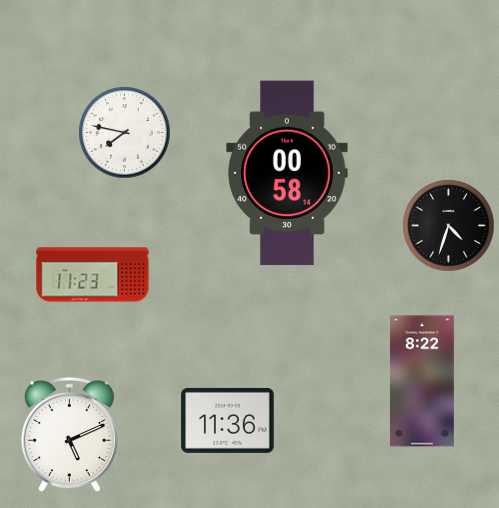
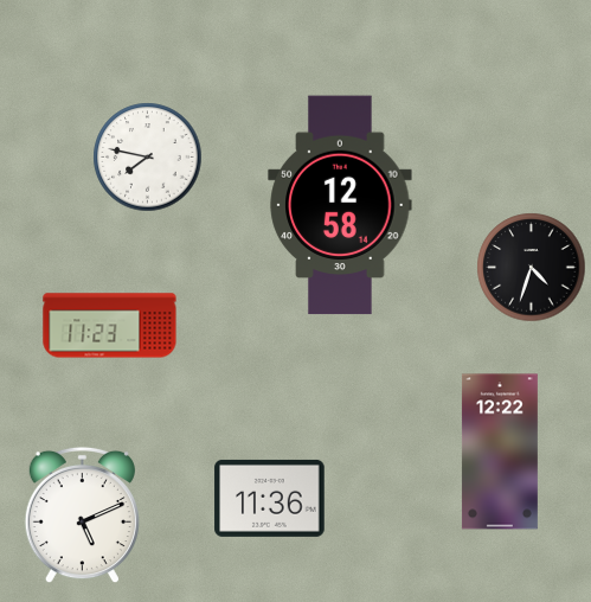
clock at (287, 173): 00:58 -> 12:58
clock at (422, 381): 8:22 -> 12:22
